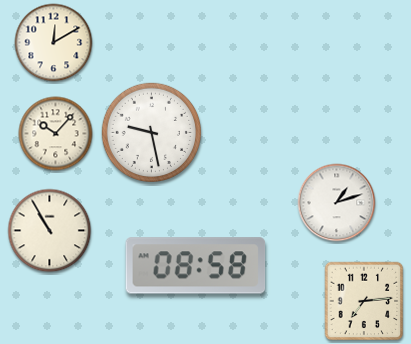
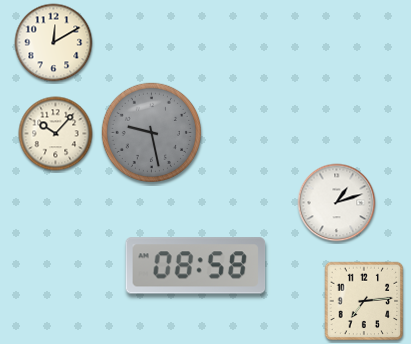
clock at (151, 132) dial: white -> grey
clock at (50, 231): 10:55 -> none
